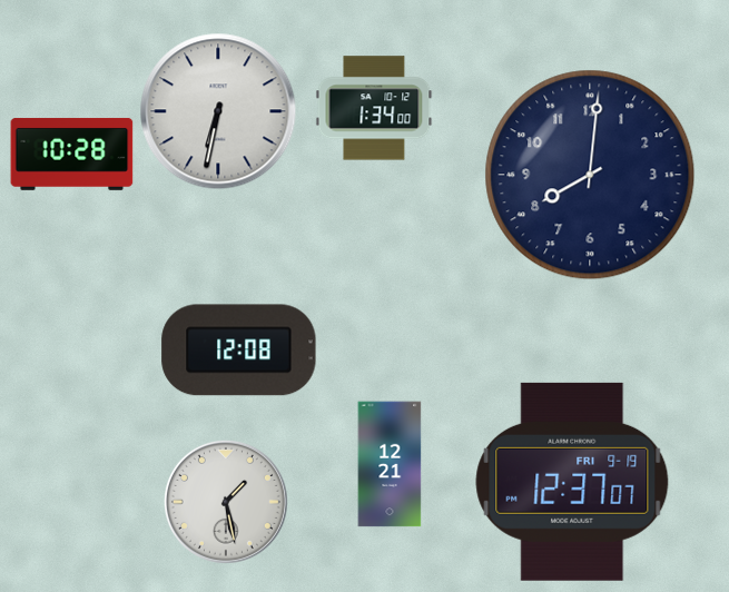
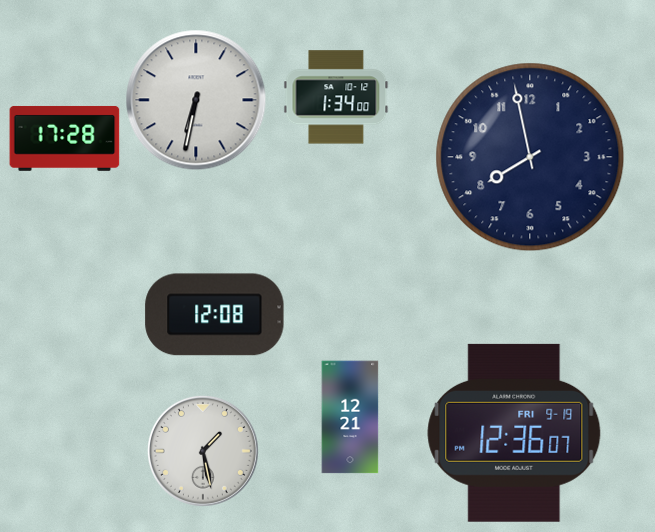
clock at (72, 154): 10:28 -> 17:28
clock at (590, 175): 8:01 -> 7:58
clock at (572, 482): 12:37 -> 12:36
